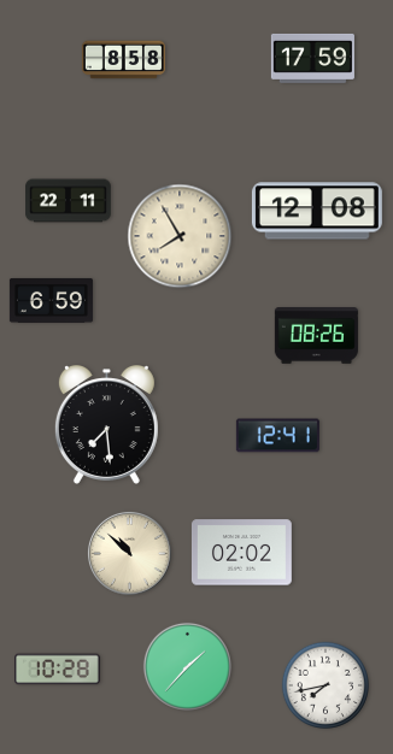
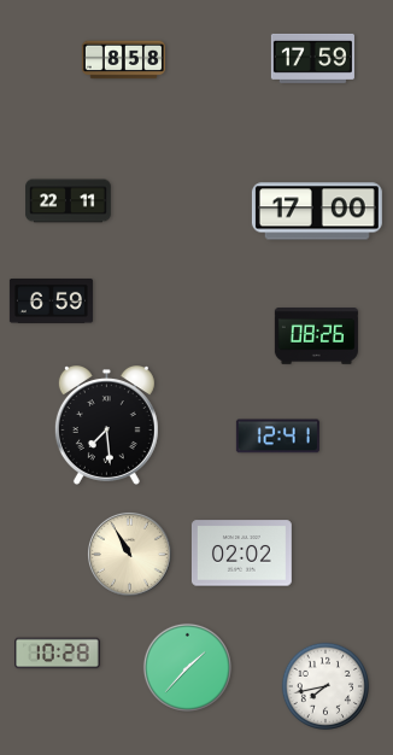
clock at (317, 211): 12:08 -> 17:00
clock at (180, 236): 7:55 -> none
clock at (129, 553): 10:52 -> 10:55
clock at (58, 670) position: (58, 670) -> (58, 654)
